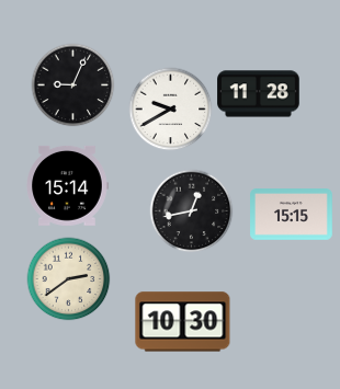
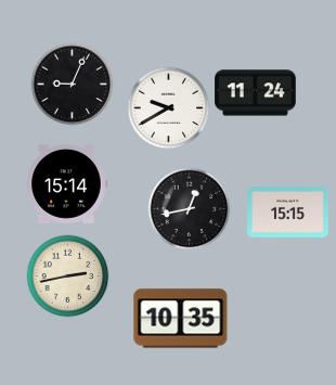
clock at (259, 94): 11:28 -> 11:24
clock at (69, 279): 2:39 -> 2:43
clock at (183, 322): 10:30 -> 10:35
